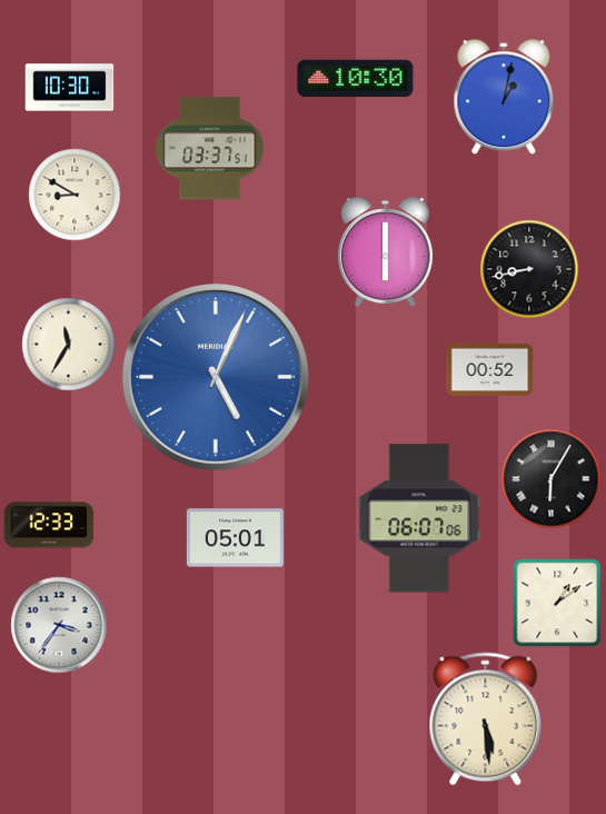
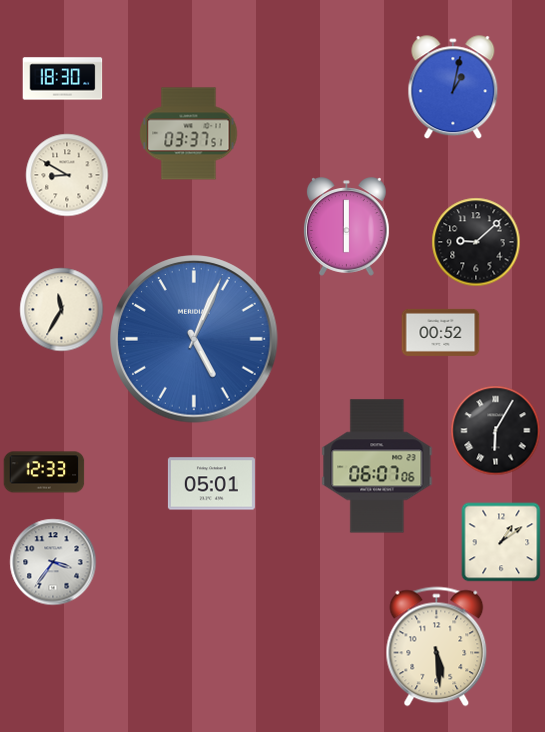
clock at (356, 79): 10:30 -> none
clock at (70, 88): 10:30 -> 18:30
clock at (529, 269): 8:43 -> 9:08
